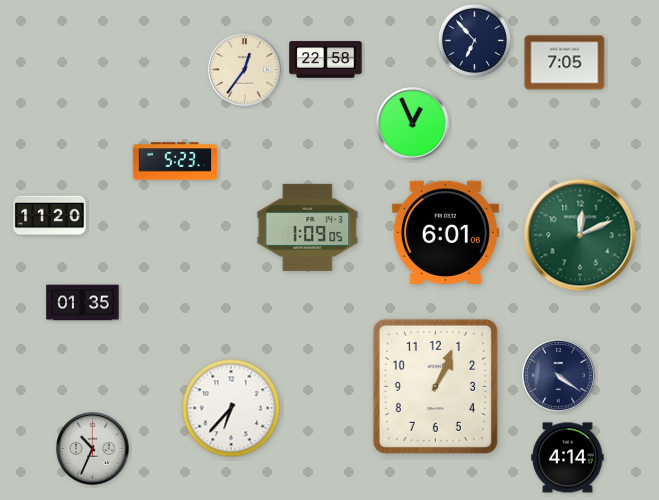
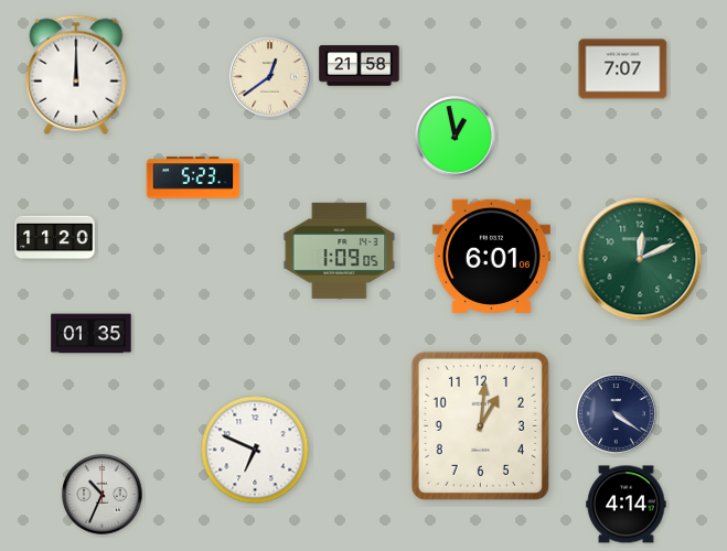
clock at (474, 40): 6:53 -> none
clock at (326, 60): 22:58 -> 21:58
clock at (565, 63): 7:05 -> 7:07
clock at (76, 75): none -> 12:00
clock at (245, 70): 12:36 -> 12:39
clock at (413, 124): 12:56 -> 12:58
clock at (435, 386): 1:04 -> 1:01
clock at (231, 408): 6:37 -> 6:49
